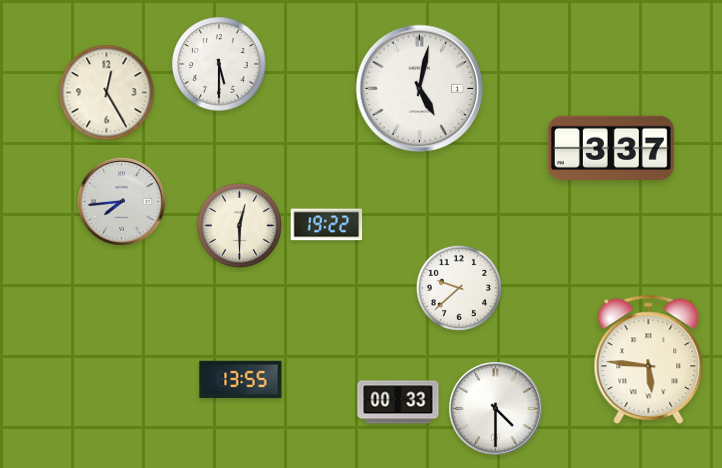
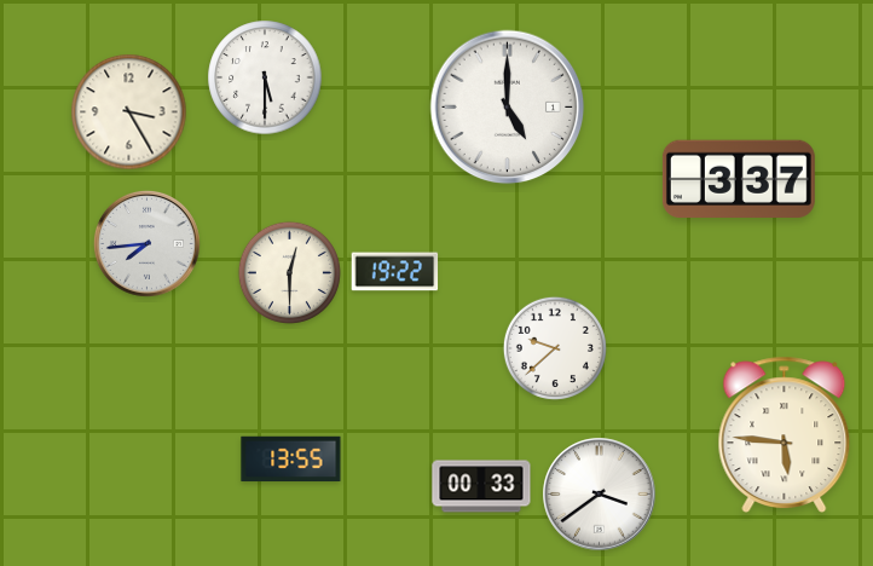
clock at (420, 89): 5:02 -> 5:00
clock at (107, 93): 12:25 -> 3:25
clock at (496, 409): 4:30 -> 3:39
